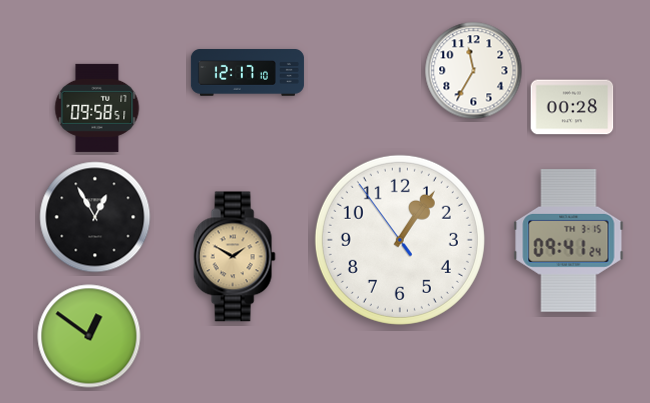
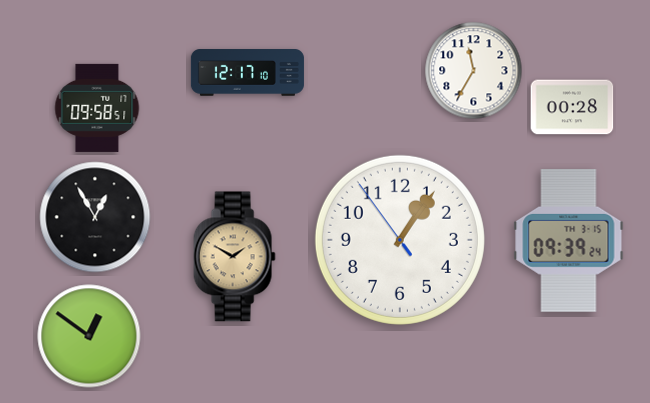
clock at (569, 241): 09:41 -> 09:39
